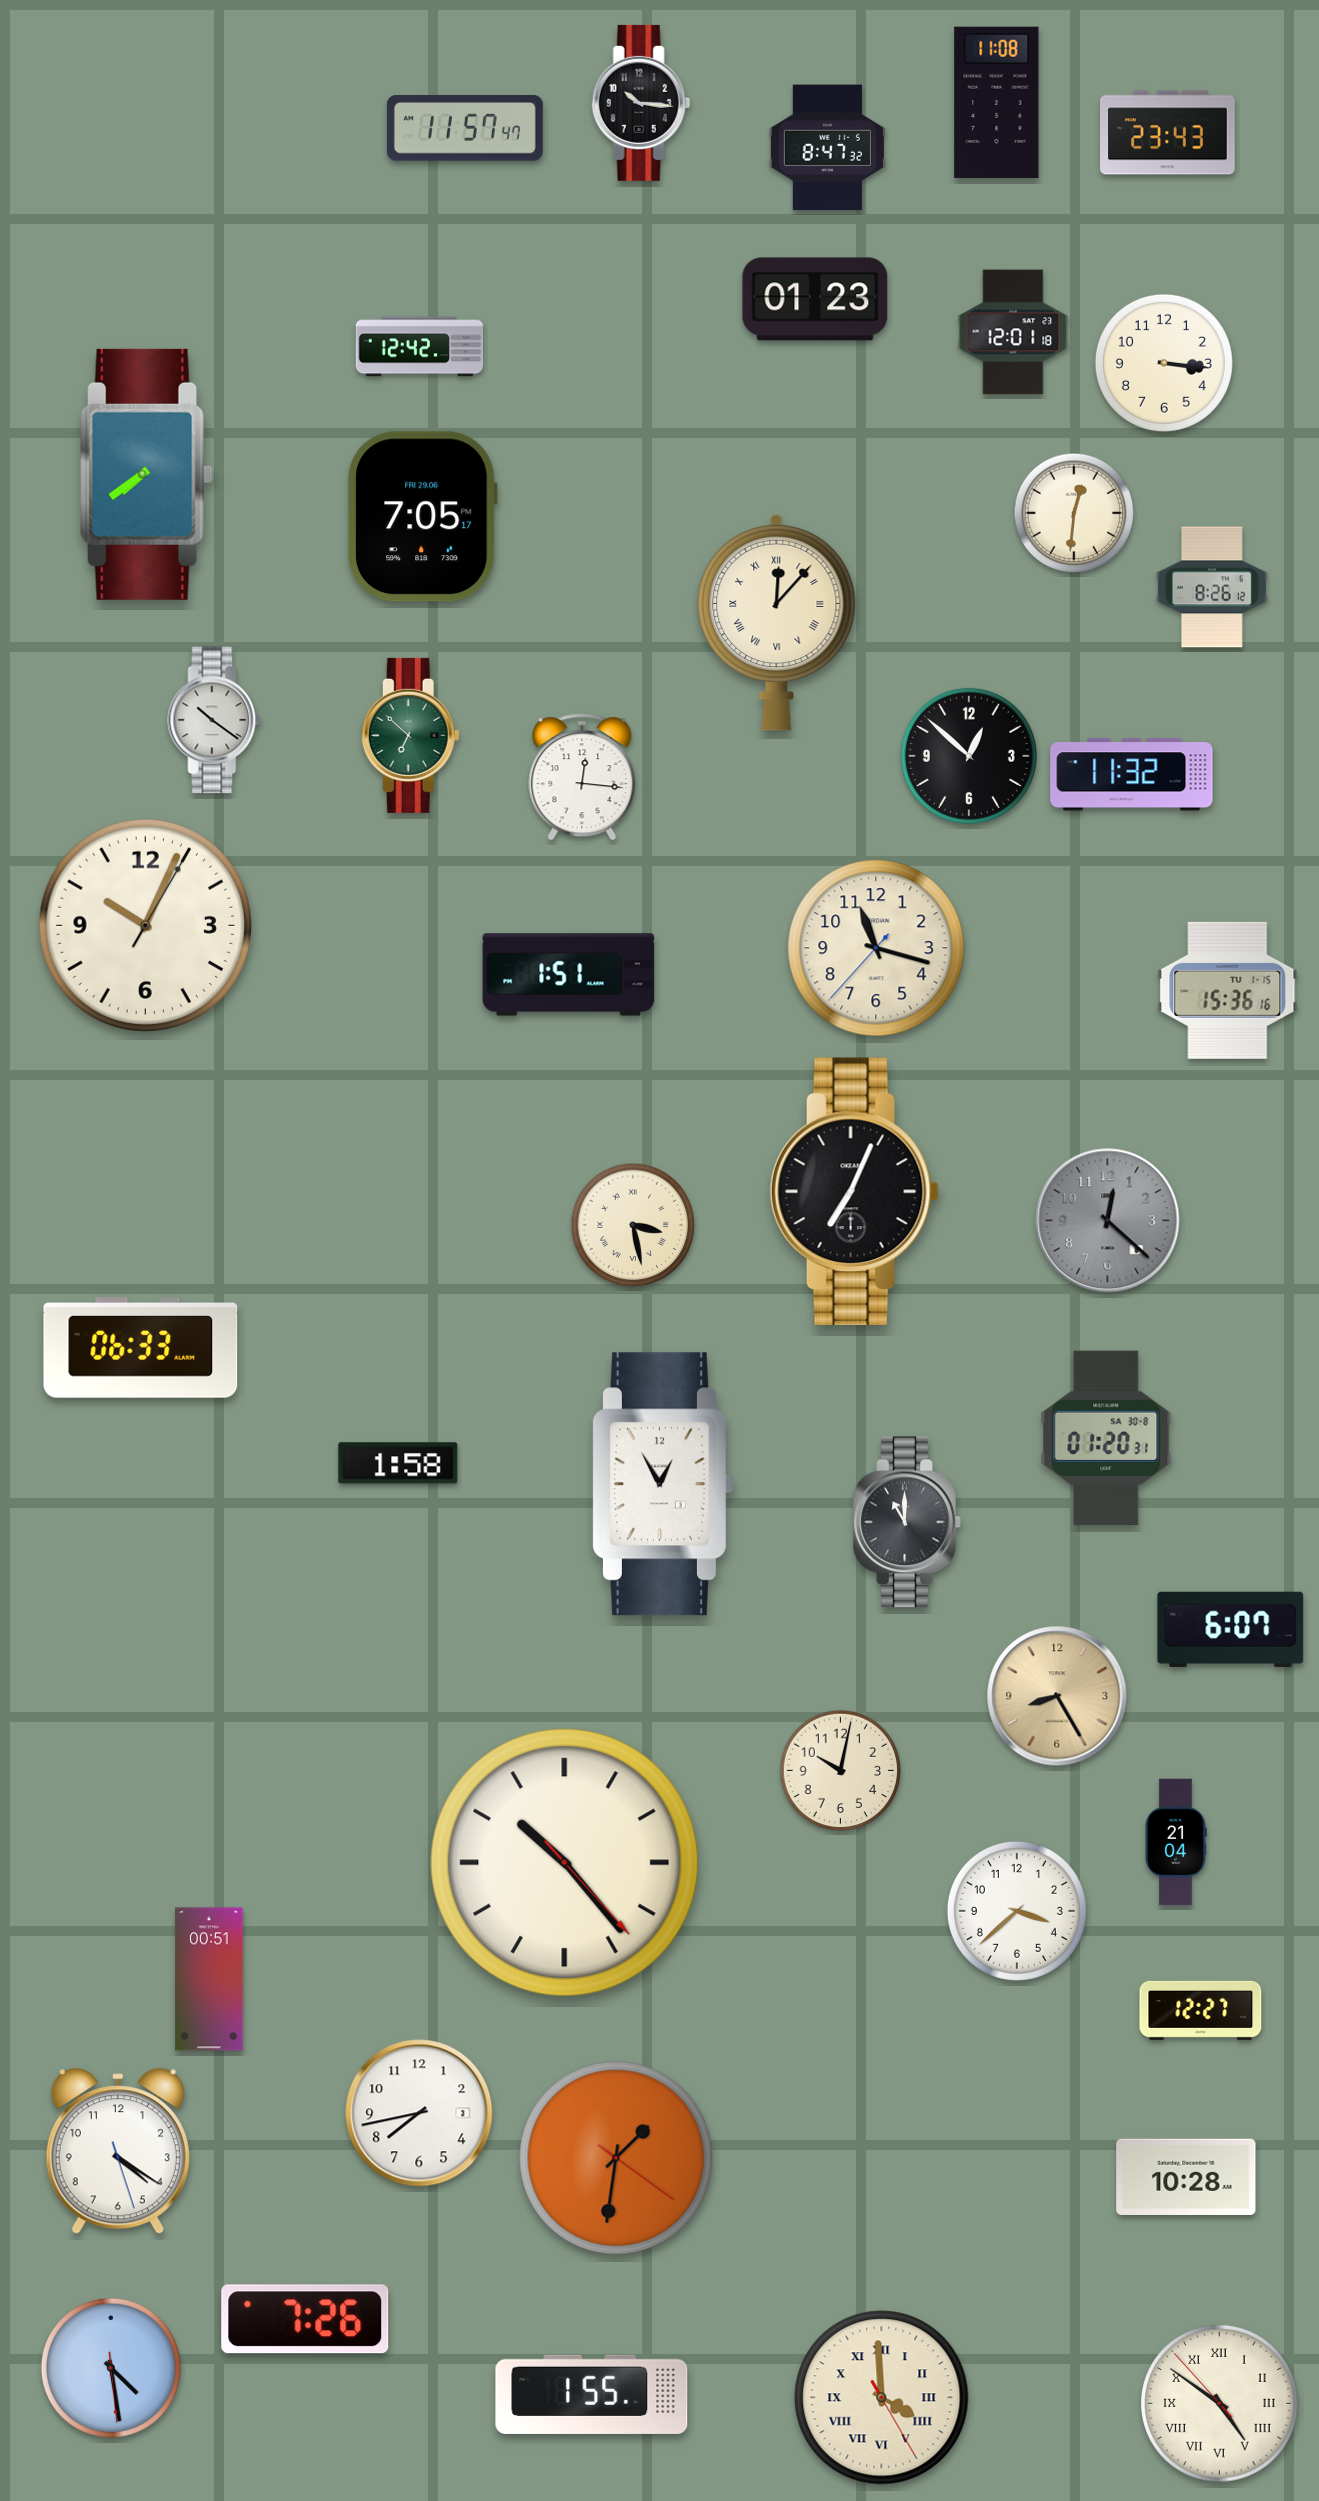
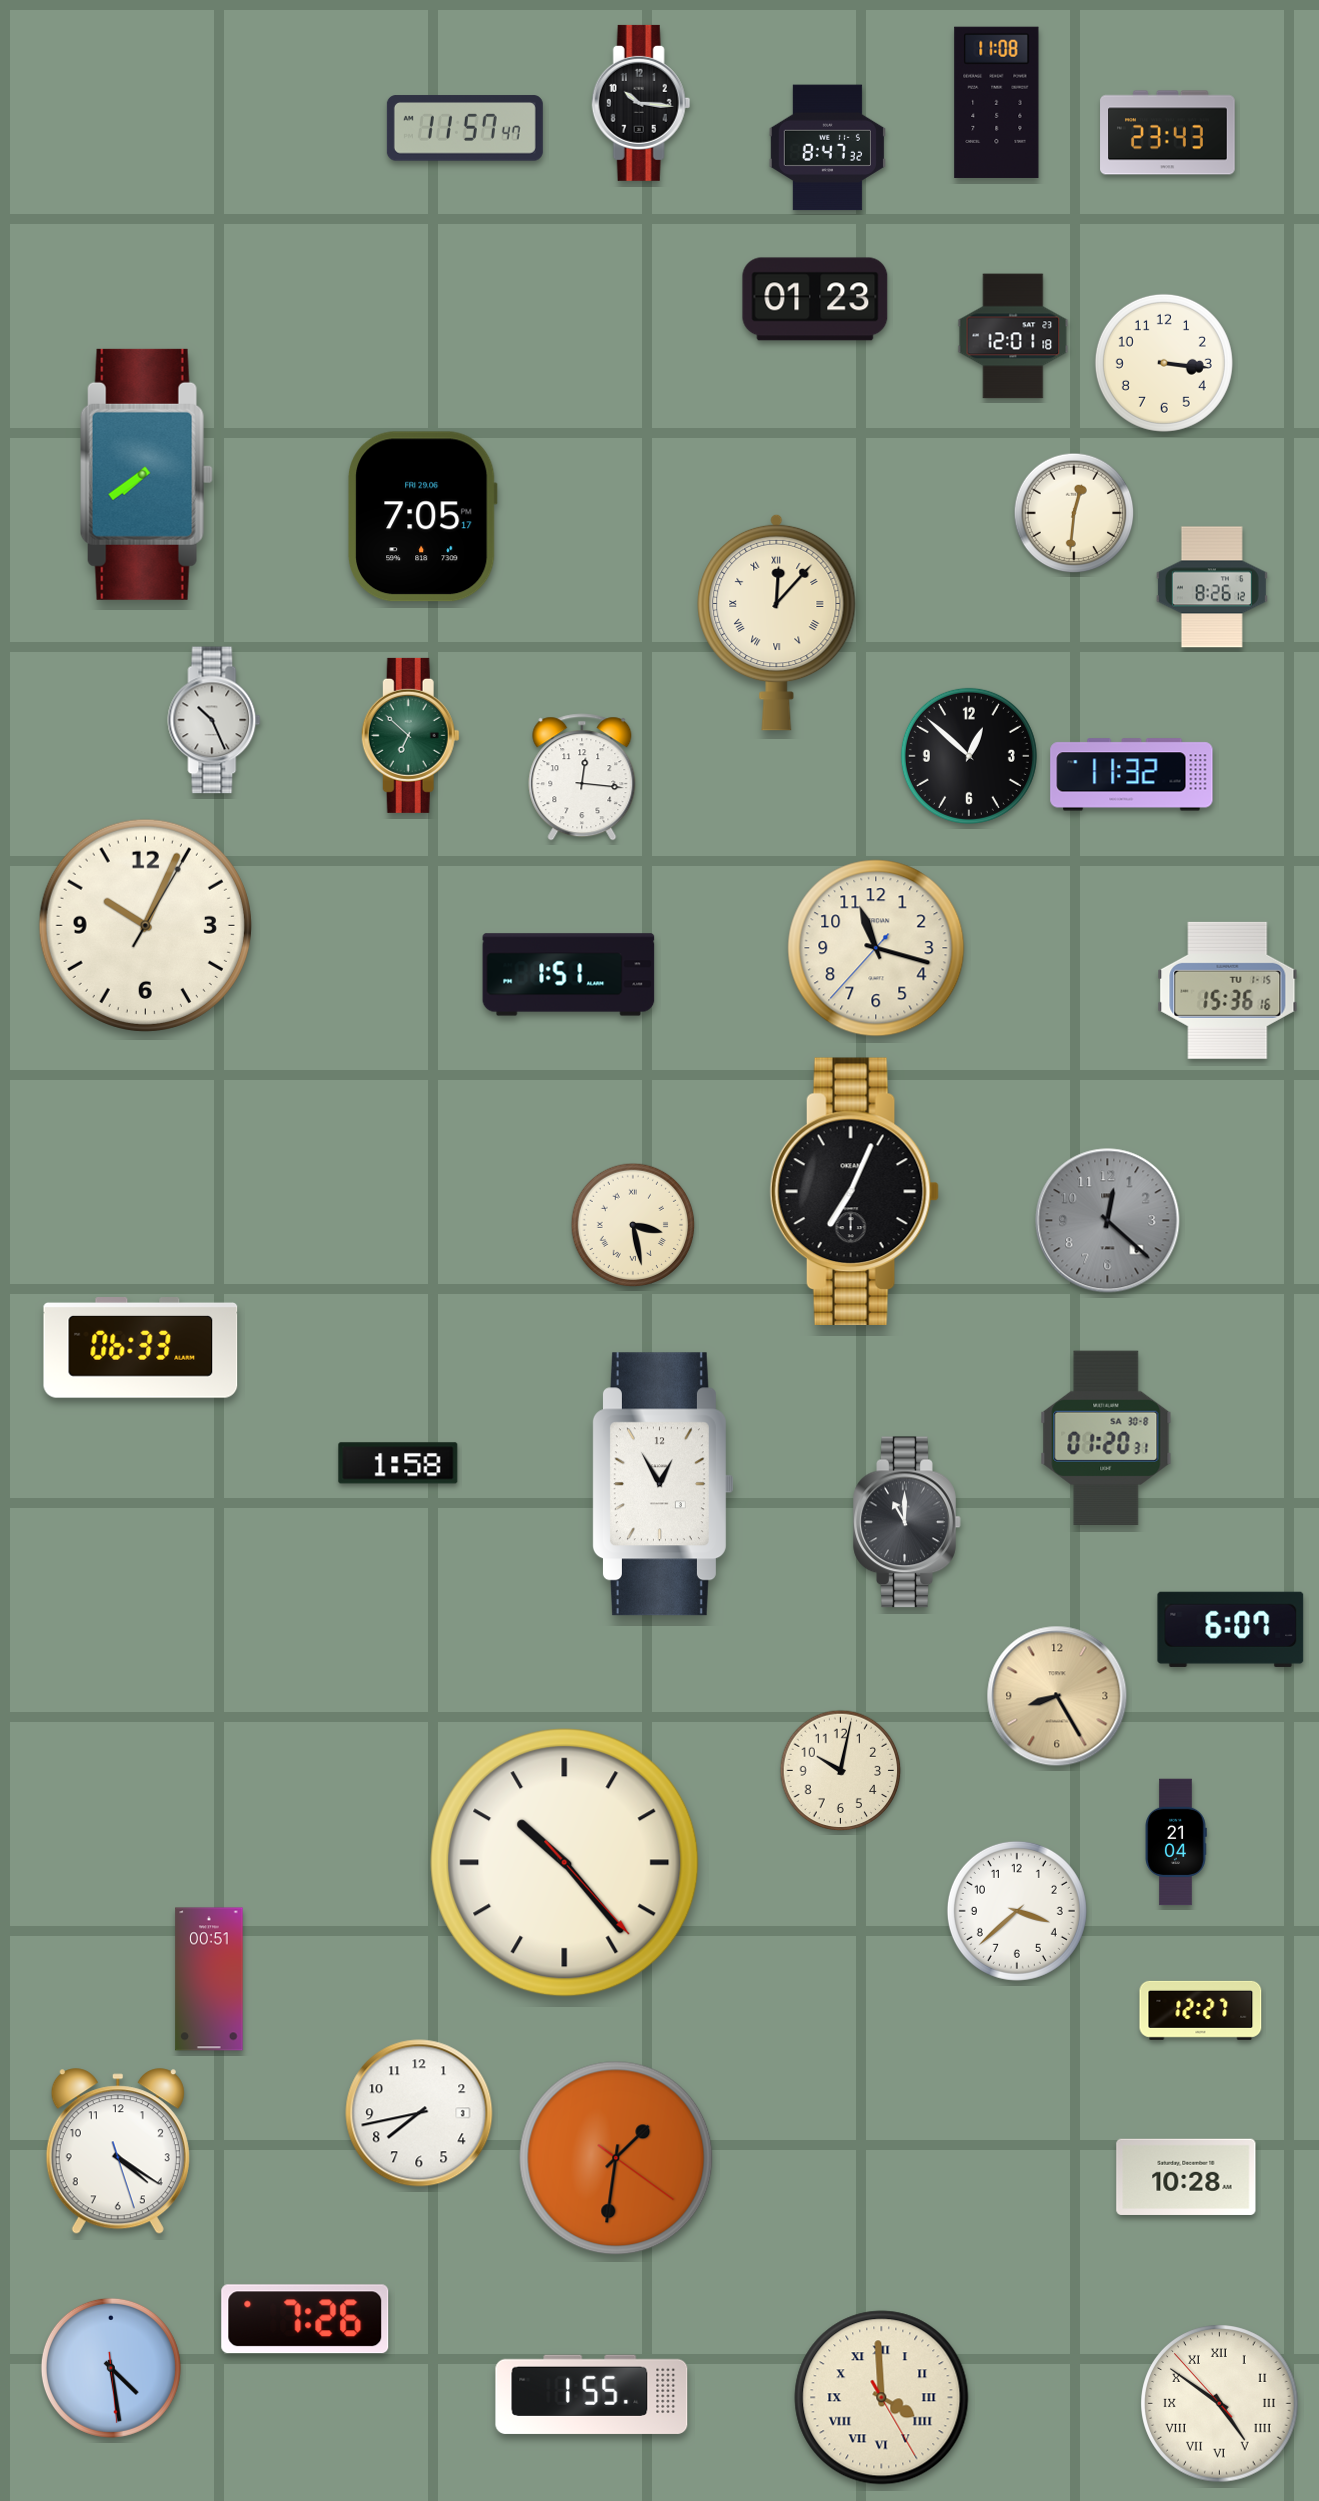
clock at (1013, 332) position: (1013, 332) -> (1013, 336)
clock at (420, 347): 12:42 -> none
clock at (214, 720): 10:21 -> 10:26
